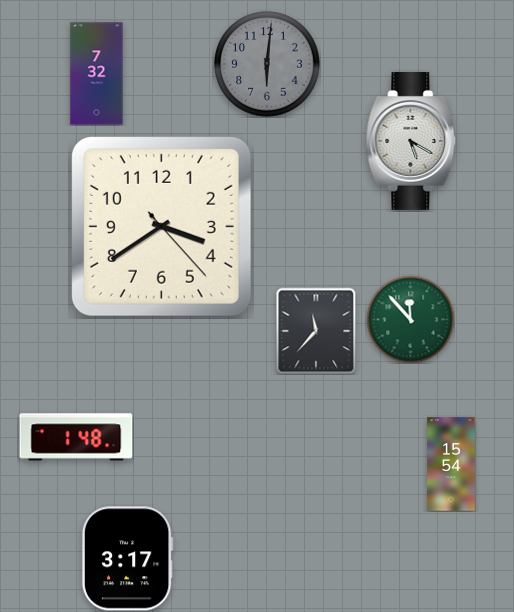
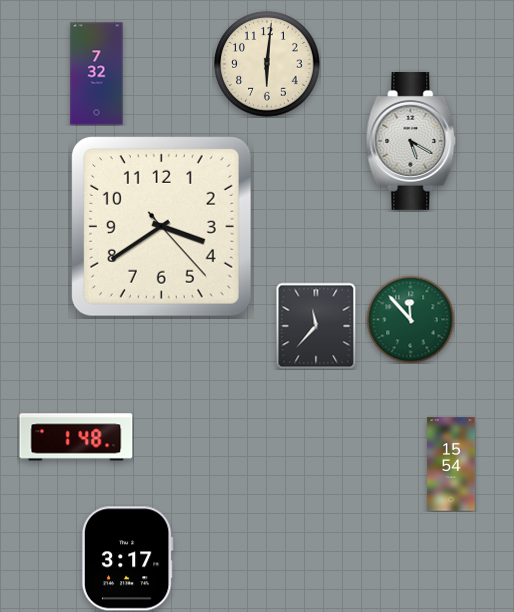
clock at (267, 64) dial: grey -> cream
clock at (316, 331) position: (316, 331) -> (316, 326)
